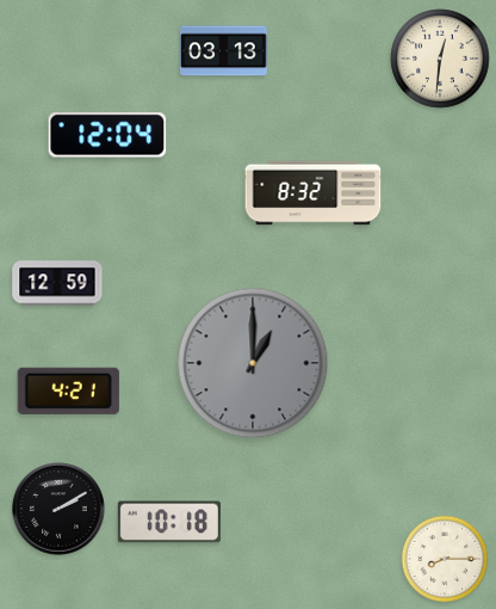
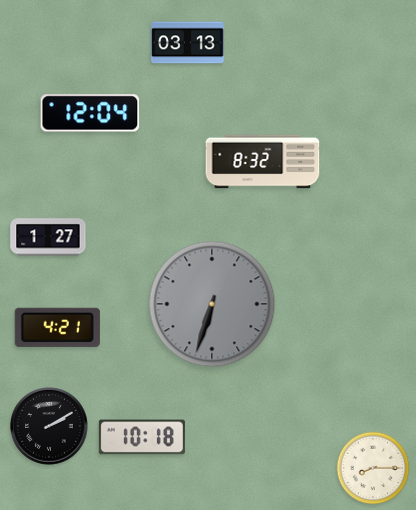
clock at (440, 59): 12:31 -> none
clock at (57, 283): 12:59 -> 1:27
clock at (253, 363): 1:00 -> 6:33
